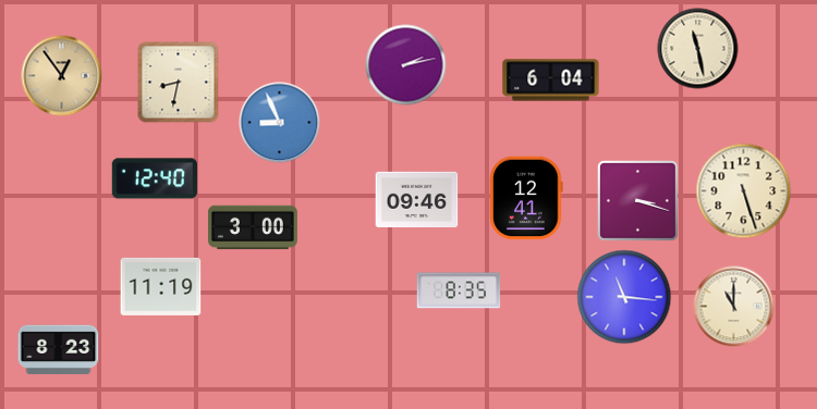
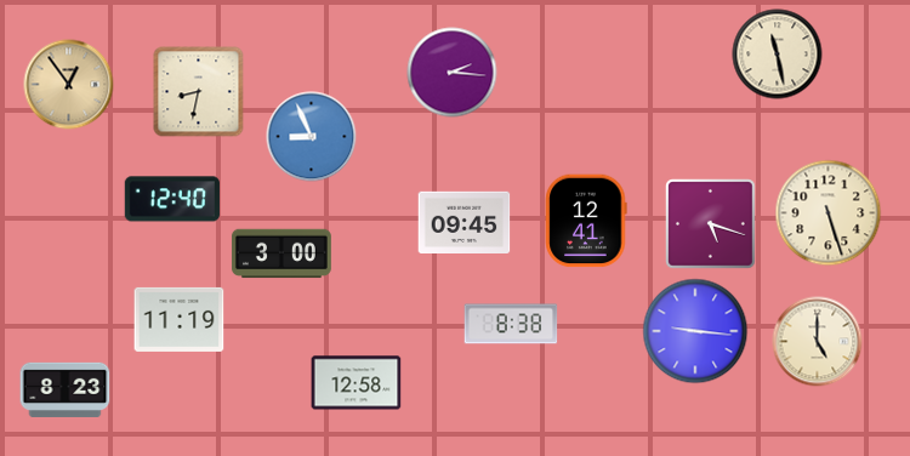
clock at (406, 65): 2:13 -> 2:16
clock at (551, 80): 6:04 -> none
clock at (417, 200): 09:46 -> 09:45
clock at (638, 201): 3:18 -> 5:18
clock at (459, 290): 8:35 -> 8:38
clock at (624, 297): 11:16 -> 9:16
clock at (734, 307): 11:00 -> 5:00
clock at (357, 383): none -> 12:58
